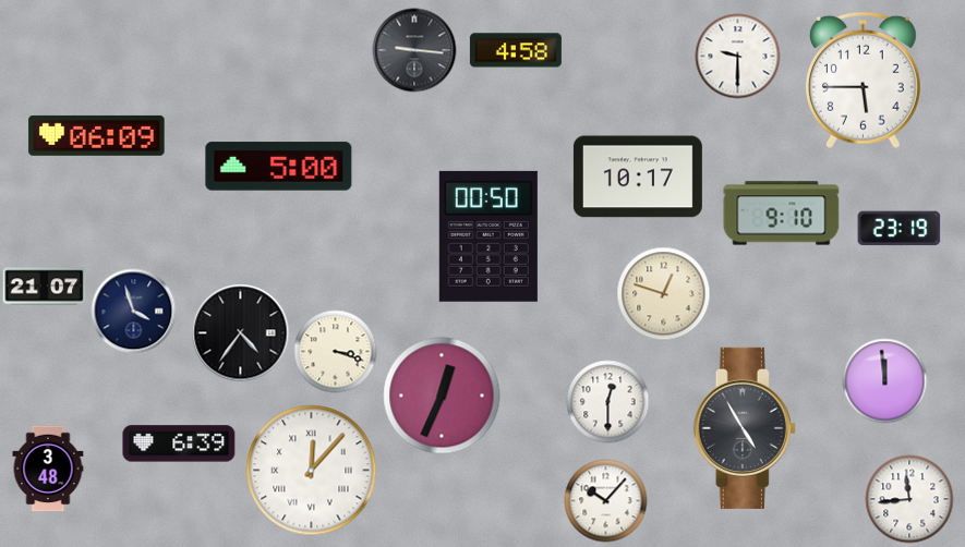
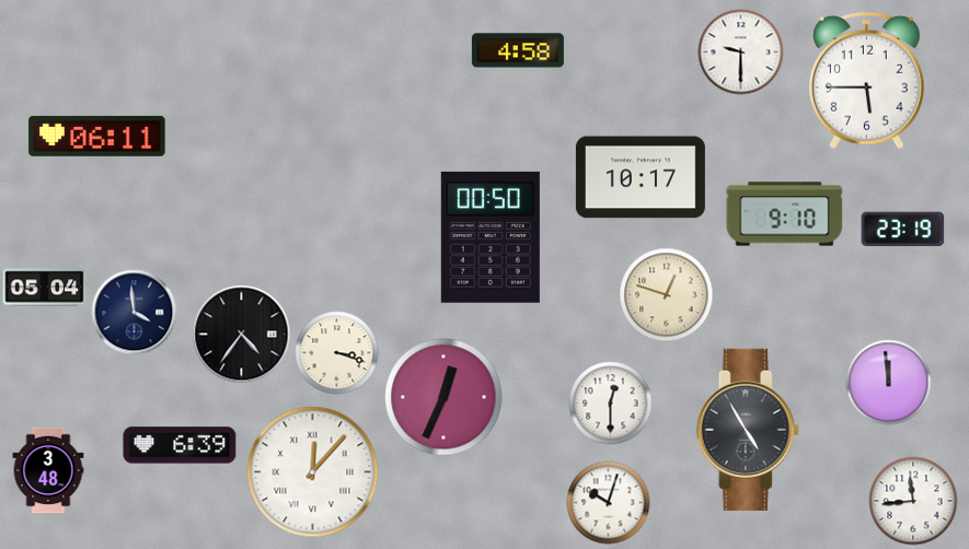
clock at (414, 50): 9:16 -> none
clock at (738, 57) position: (738, 57) -> (741, 52)
clock at (97, 135): 06:09 -> 06:11
clock at (279, 167): 5:00 -> none
clock at (45, 287): 21:07 -> 05:04
clock at (134, 312): 3:57 -> 3:59
clock at (606, 501): 10:07 -> 10:03
